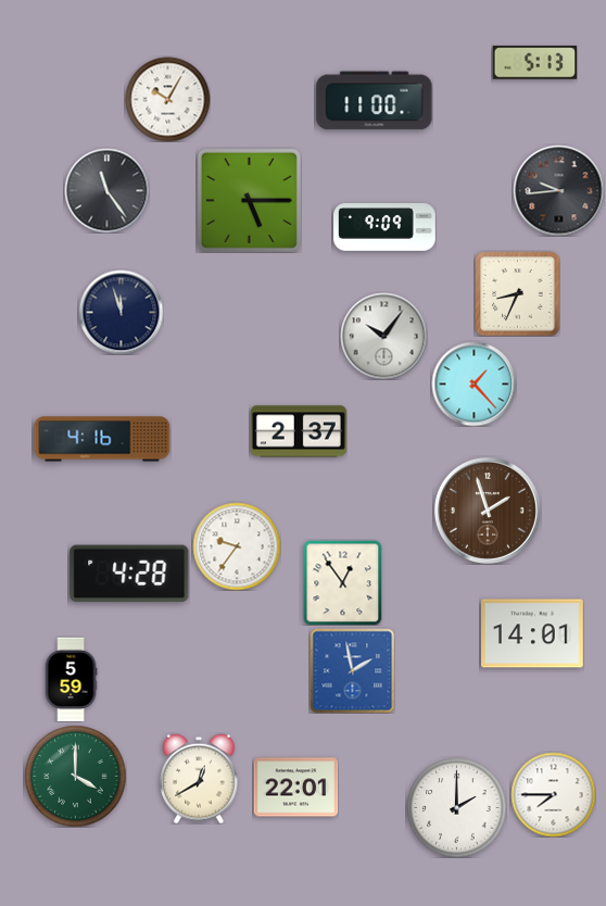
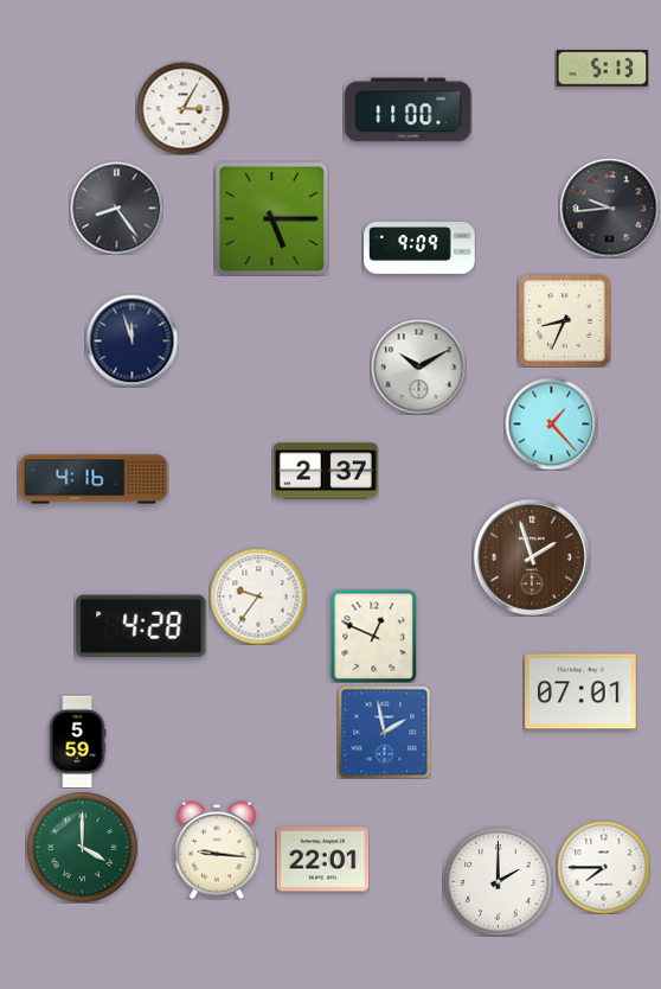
clock at (534, 63) position: (534, 63) -> (602, 69)
clock at (167, 99): 10:05 -> 3:05
clock at (106, 190): 11:24 -> 8:24
clock at (383, 336): 10:06 -> 10:10
clock at (474, 383) position: (474, 383) -> (551, 423)
clock at (102, 439) position: (102, 439) -> (94, 479)
clock at (343, 582): 12:54 -> 12:49
clock at (533, 633): 14:01 -> 07:01
clock at (199, 779): 12:40 -> 9:16
